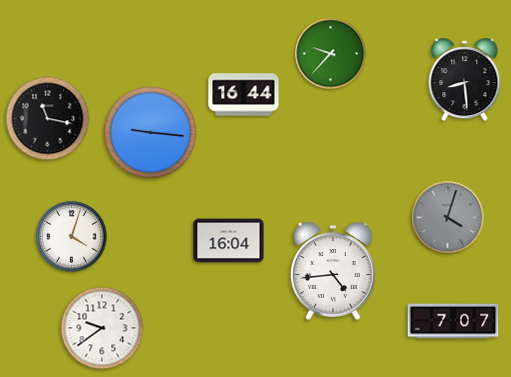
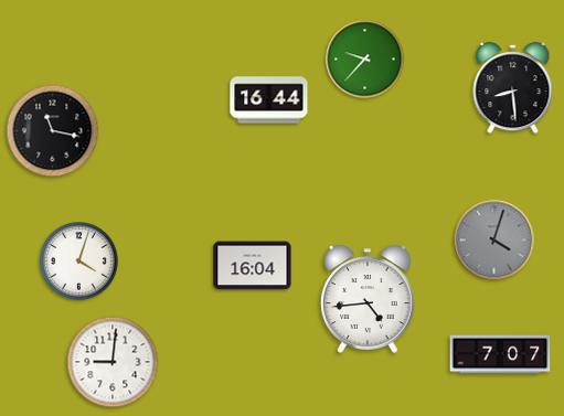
clock at (244, 95) position: (244, 95) -> (269, 100)
clock at (150, 132): 9:16 -> none
clock at (102, 328): 9:39 -> 9:01
